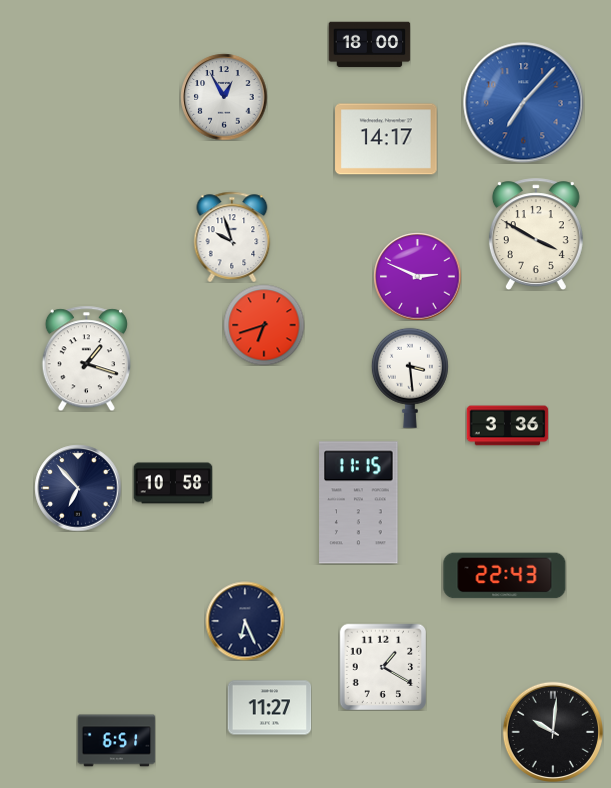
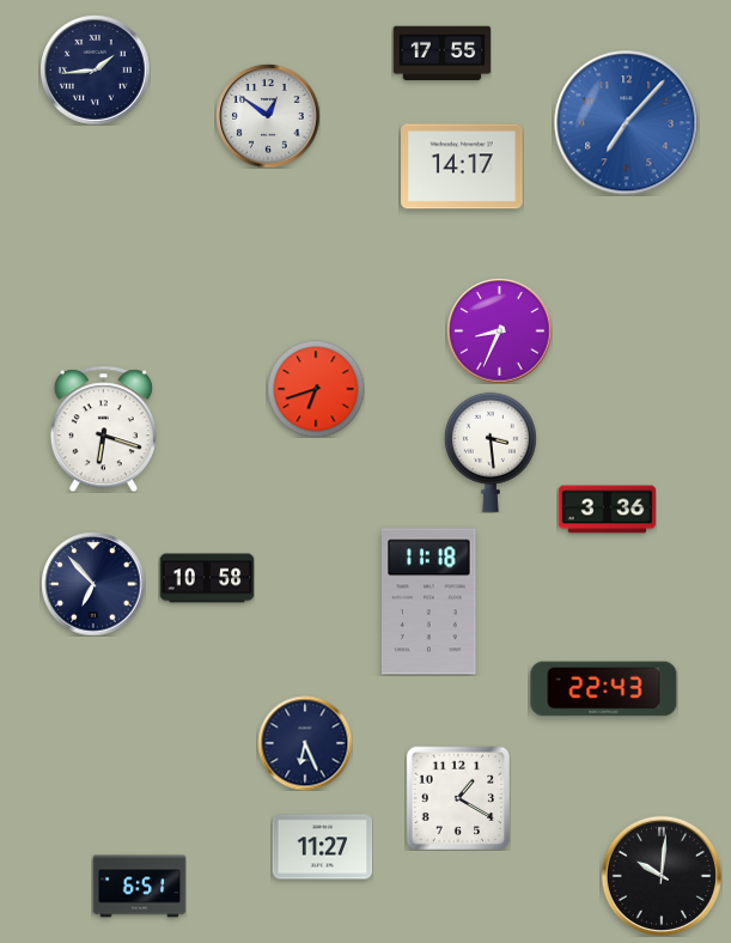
clock at (369, 45): 18:00 -> 17:55
clock at (95, 69): none -> 1:44
clock at (224, 97): 12:55 -> 12:51
clock at (536, 234): 3:50 -> none
clock at (232, 237): 9:57 -> none
clock at (417, 276): 2:49 -> 8:34
clock at (86, 358): 1:18 -> 6:18
clock at (359, 503): 11:15 -> 11:18
clock at (245, 621) position: (245, 621) -> (305, 743)
